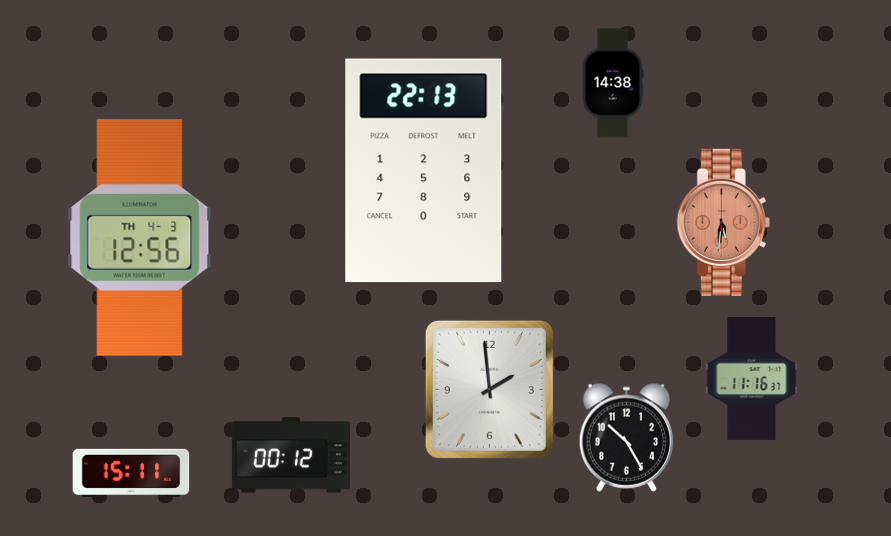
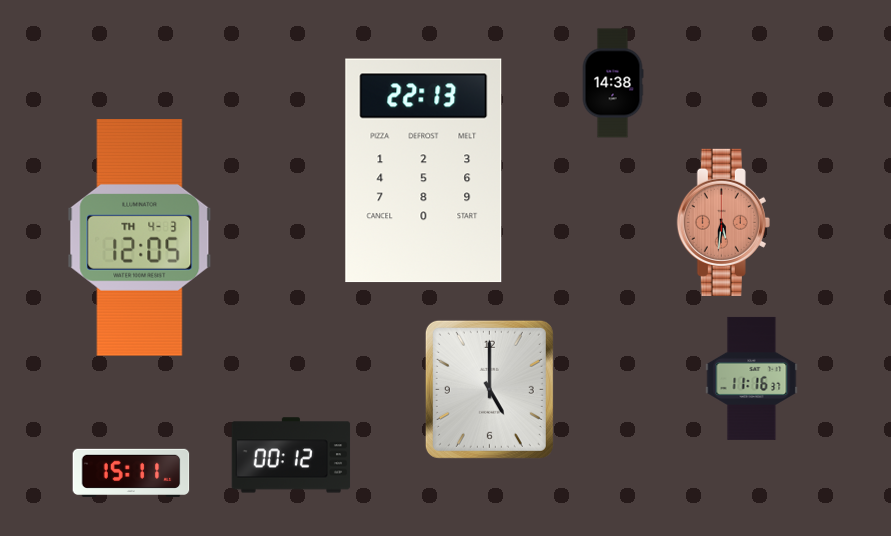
clock at (140, 238): 12:56 -> 12:05
clock at (489, 389): 1:59 -> 5:00
clock at (627, 437): 10:25 -> none
